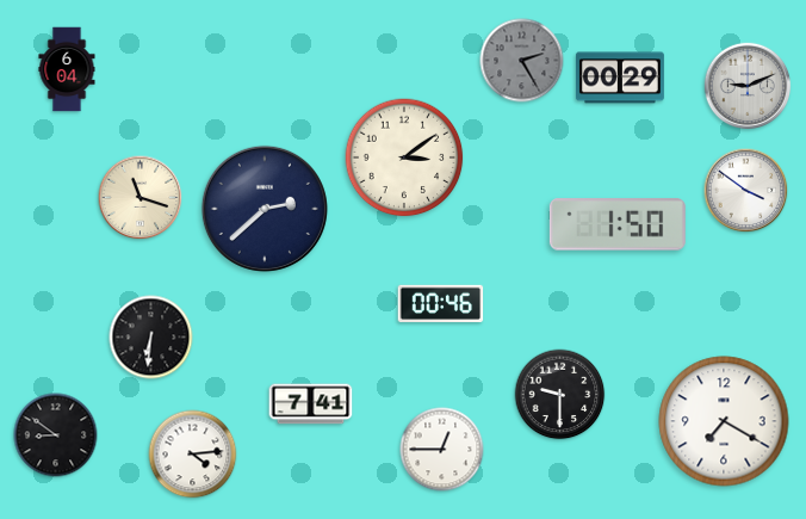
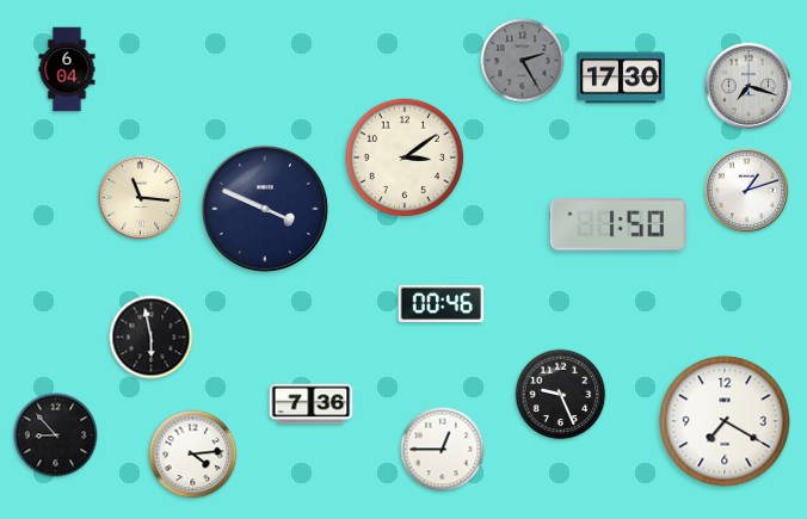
clock at (620, 78): 00:29 -> 17:30
clock at (748, 86): 9:11 -> 7:18
clock at (746, 191): 3:51 -> 1:12
clock at (141, 198): 11:18 -> 11:16
clock at (265, 209): 2:38 -> 3:49
clock at (151, 338): 6:31 -> 5:58
clock at (560, 395): 9:30 -> 9:26
clock at (311, 404): 7:41 -> 7:36
clock at (56, 435): 8:51 -> 8:53
